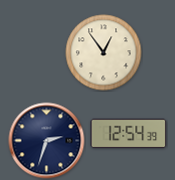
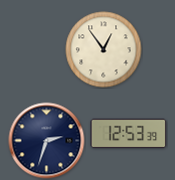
clock at (104, 53) position: (104, 53) -> (104, 50)
clock at (129, 134): 12:54 -> 12:53
